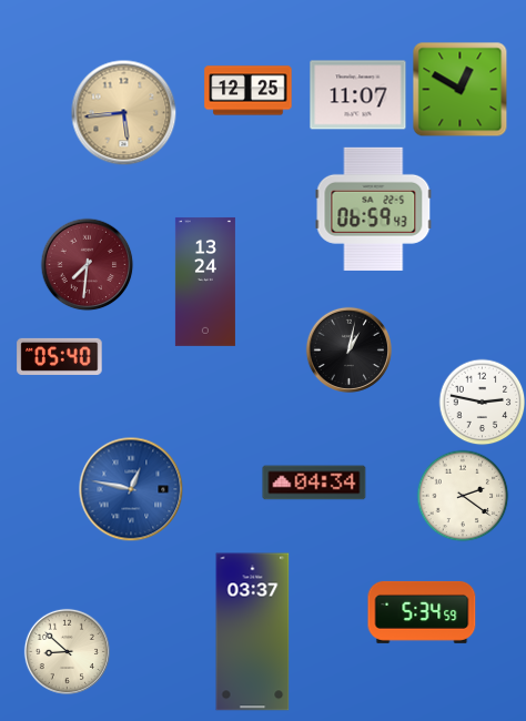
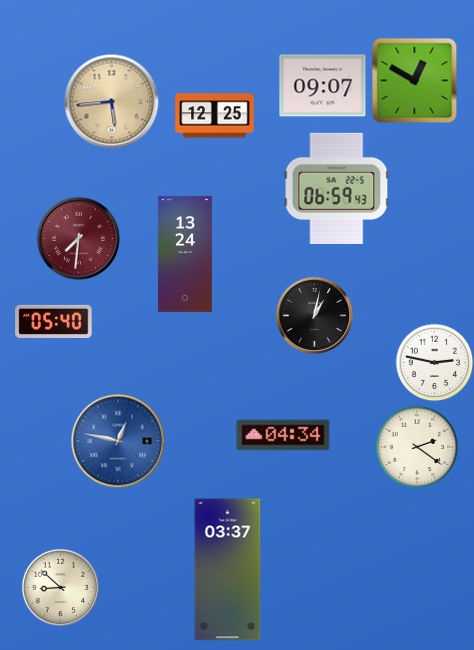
clock at (249, 91) position: (249, 91) -> (215, 116)
clock at (358, 95): 11:07 -> 09:07
clock at (422, 612): 5:34 -> none
